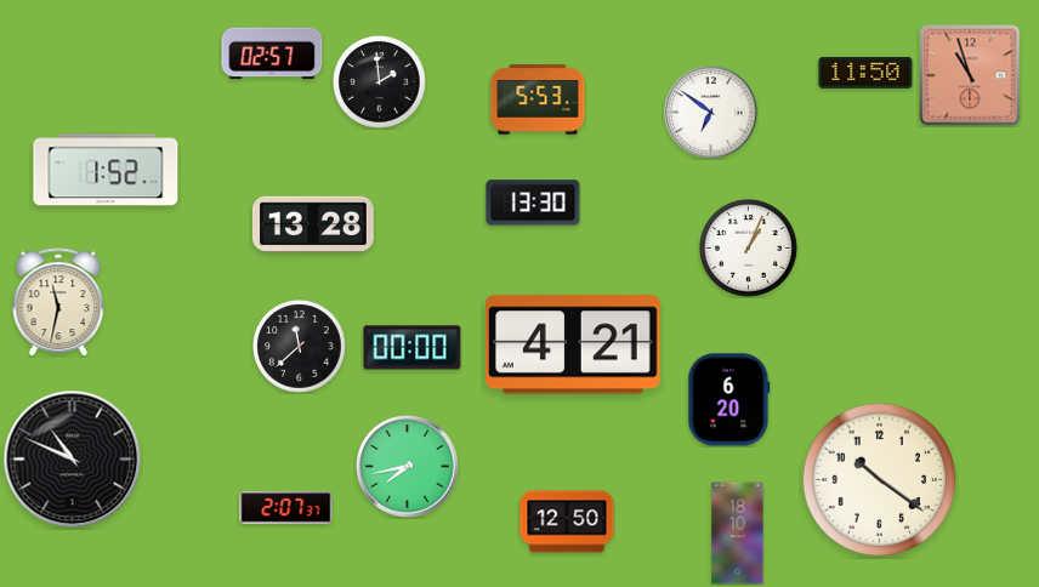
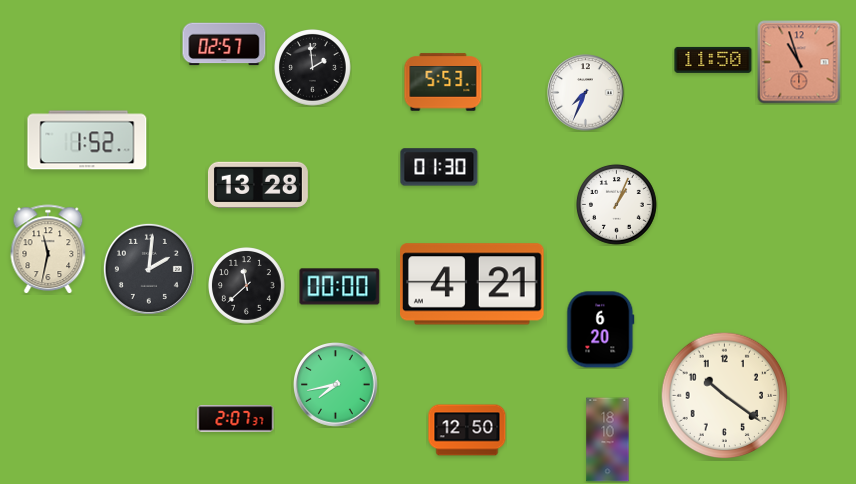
clock at (711, 113): 6:51 -> 7:34
clock at (533, 203): 13:30 -> 01:30
clock at (149, 269): none -> 2:01
clock at (73, 460): 10:49 -> none
